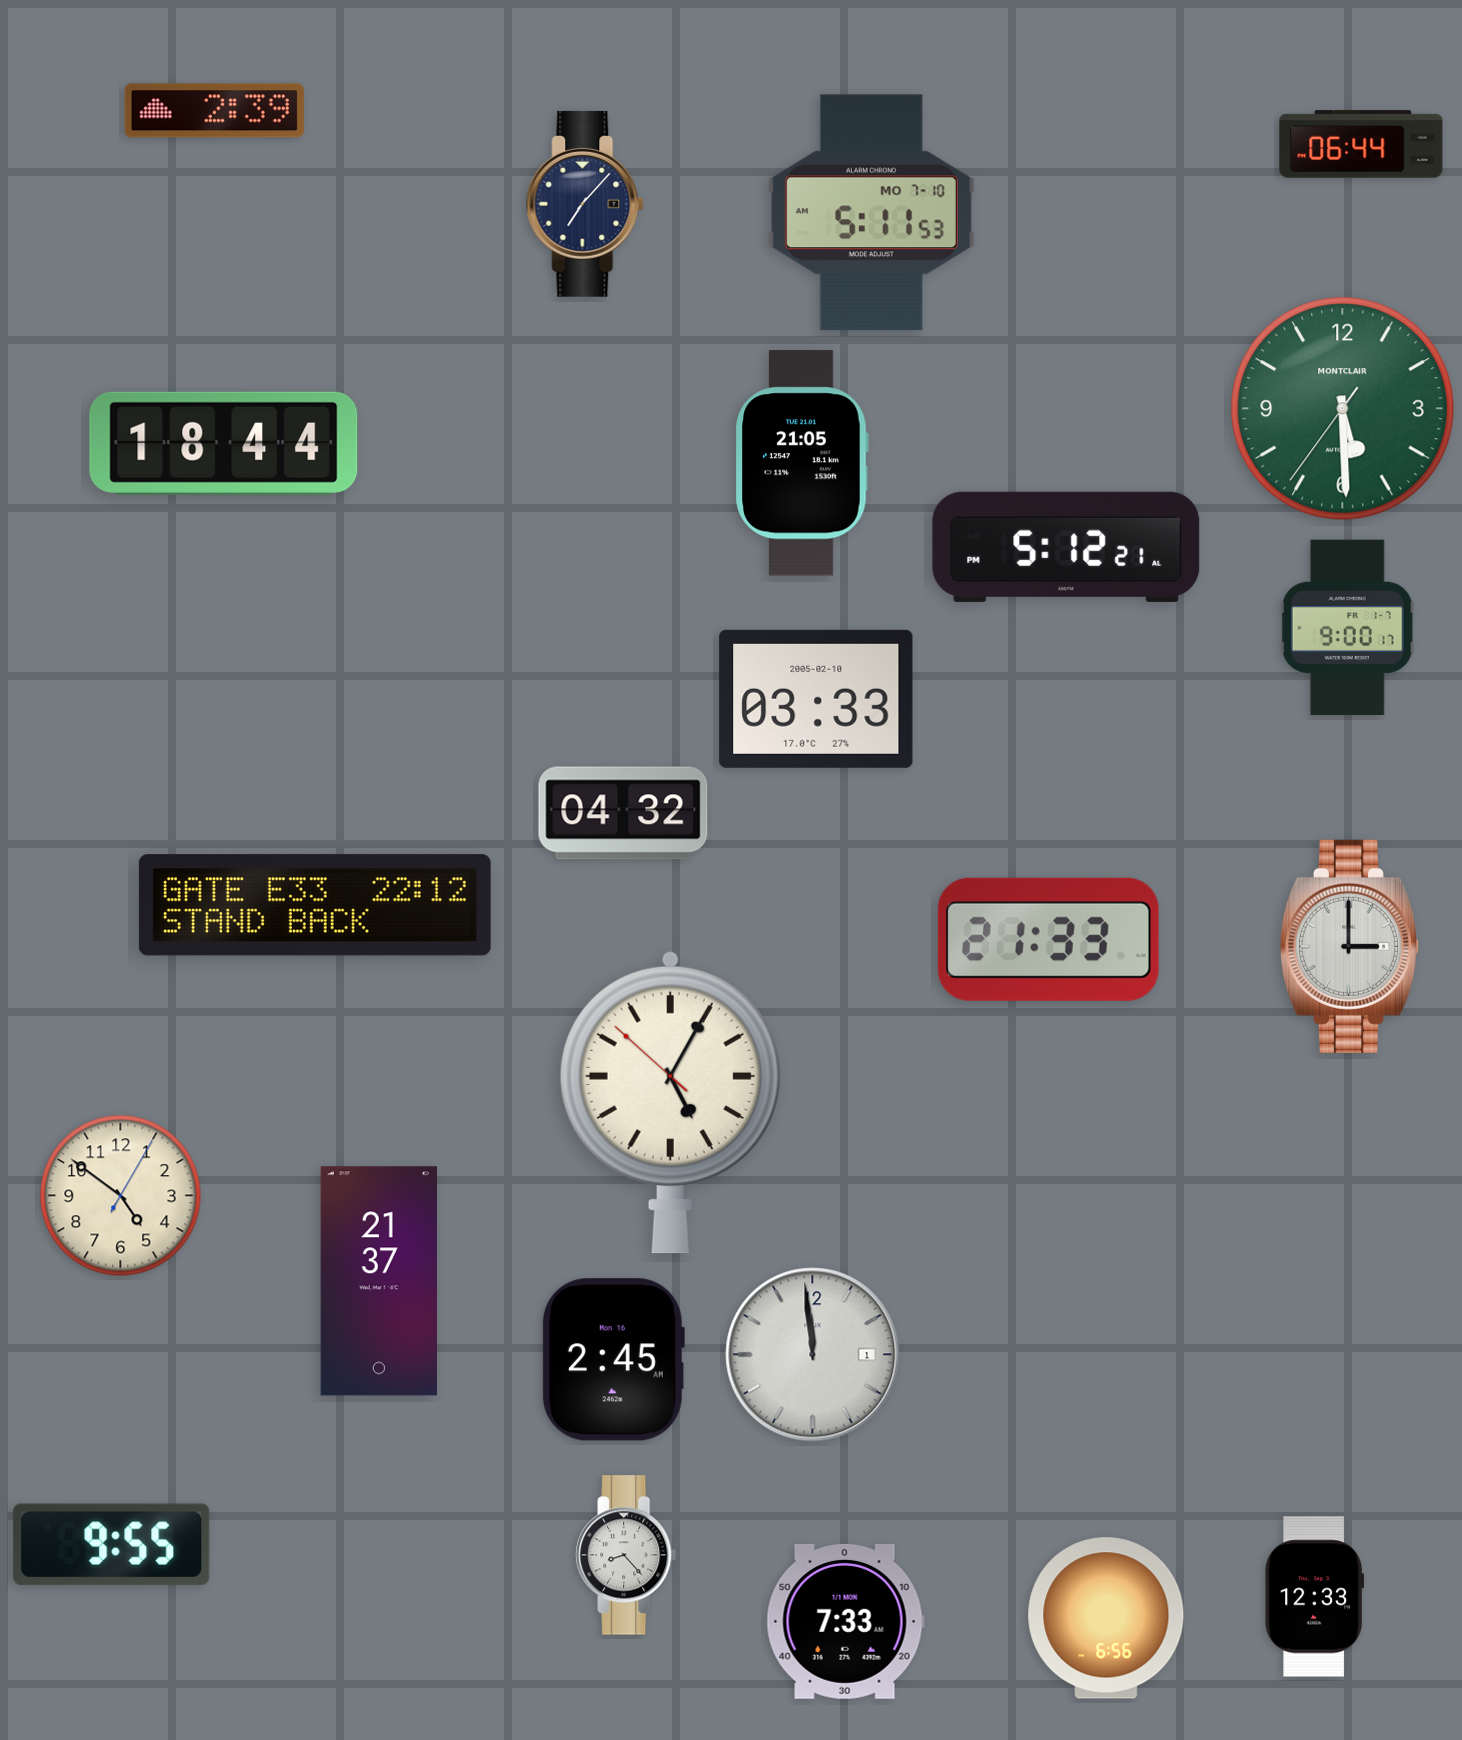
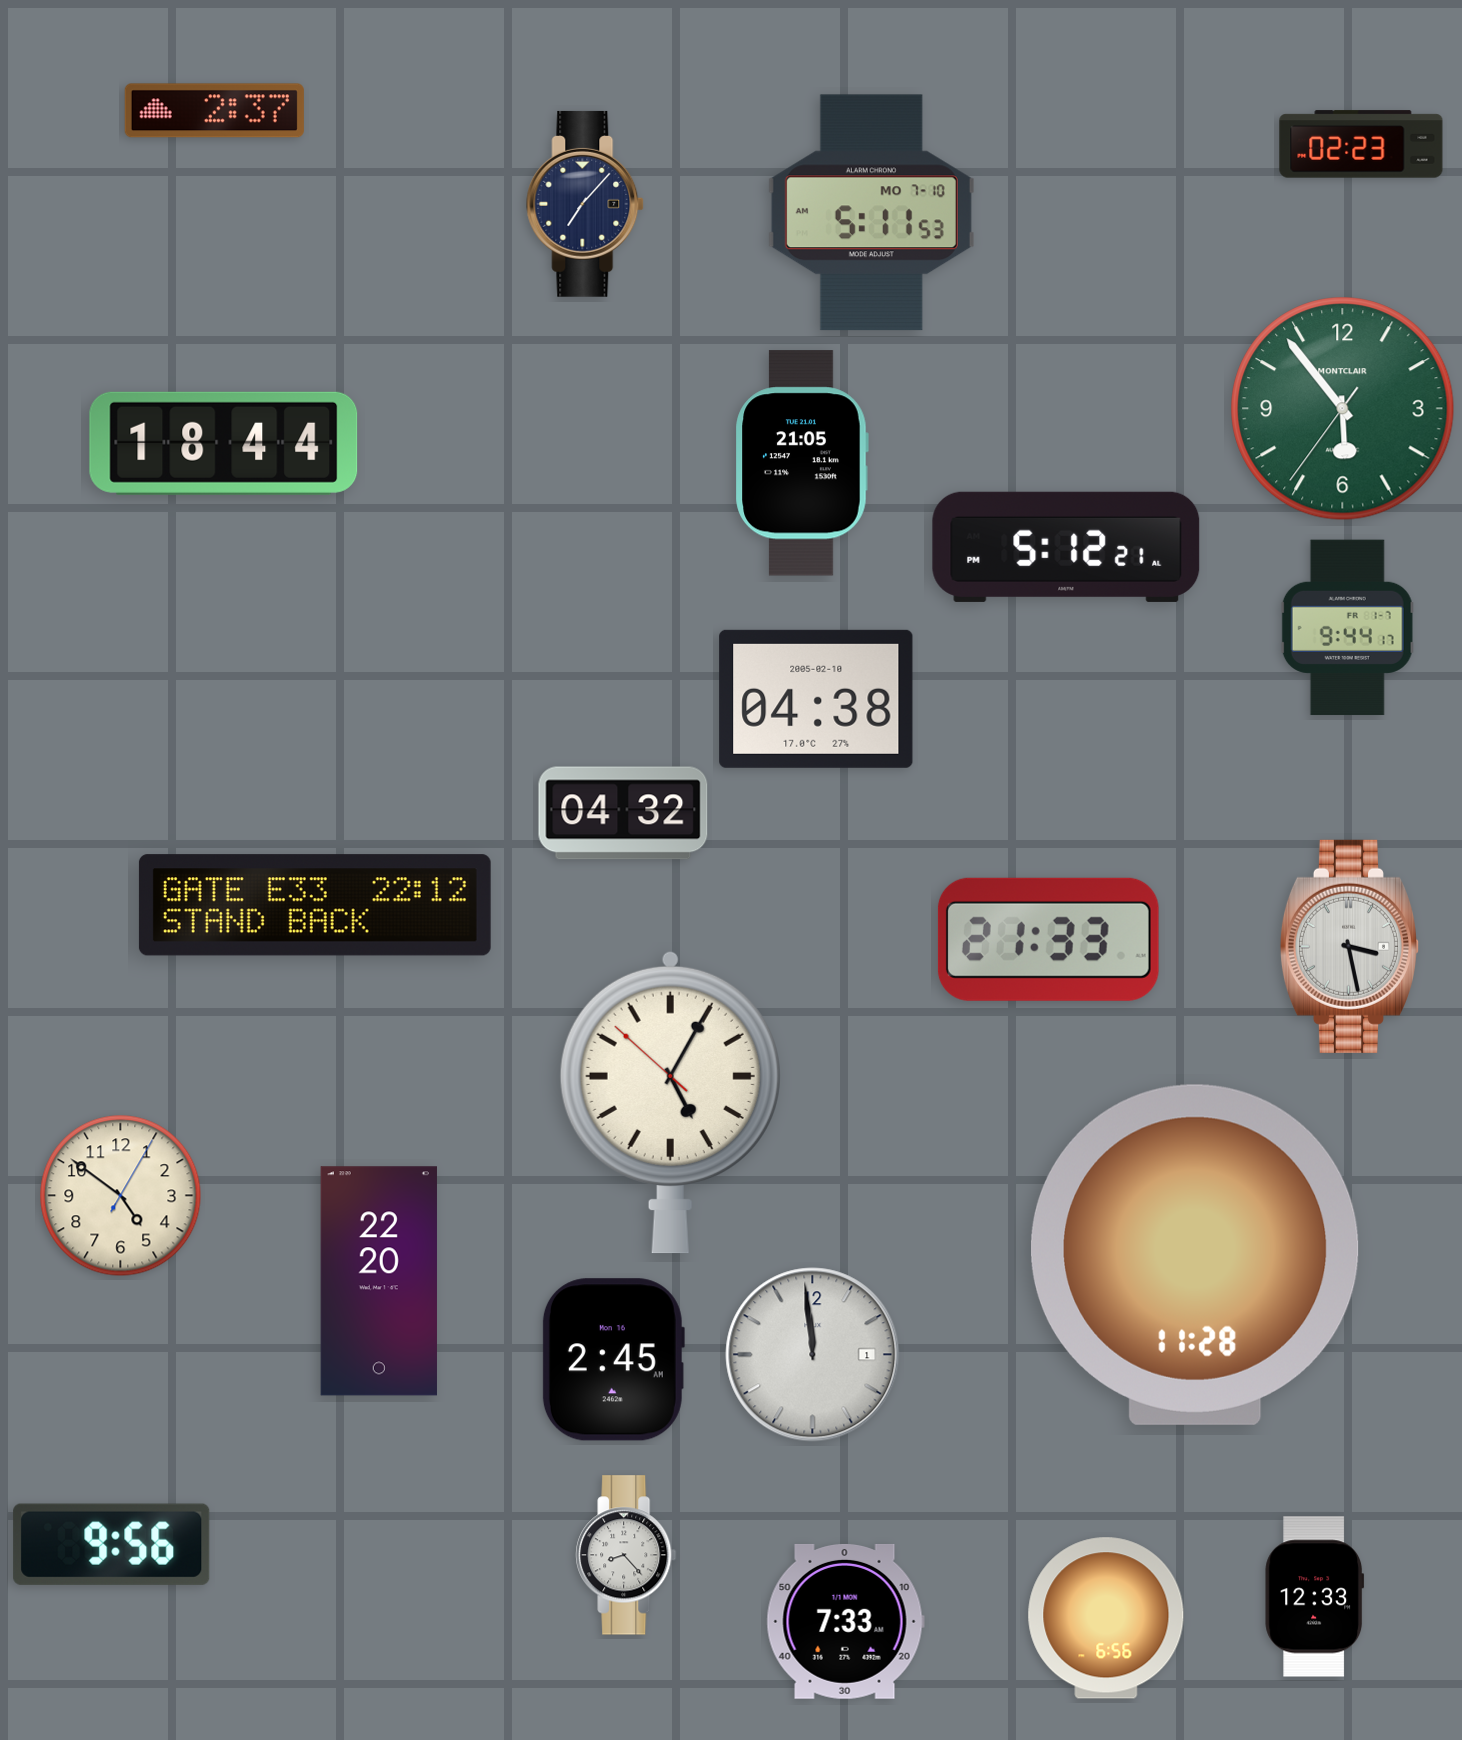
clock at (214, 111): 2:39 -> 2:37
clock at (1361, 144): 06:44 -> 02:23
clock at (1343, 409): 5:29 -> 5:53
clock at (1347, 628): 9:00 -> 9:44
clock at (816, 699): 03:33 -> 04:38
clock at (1349, 946): 3:00 -> 3:28
clock at (1196, 1255): none -> 11:28
clock at (379, 1281): 21:37 -> 22:20
clock at (112, 1544): 9:55 -> 9:56
